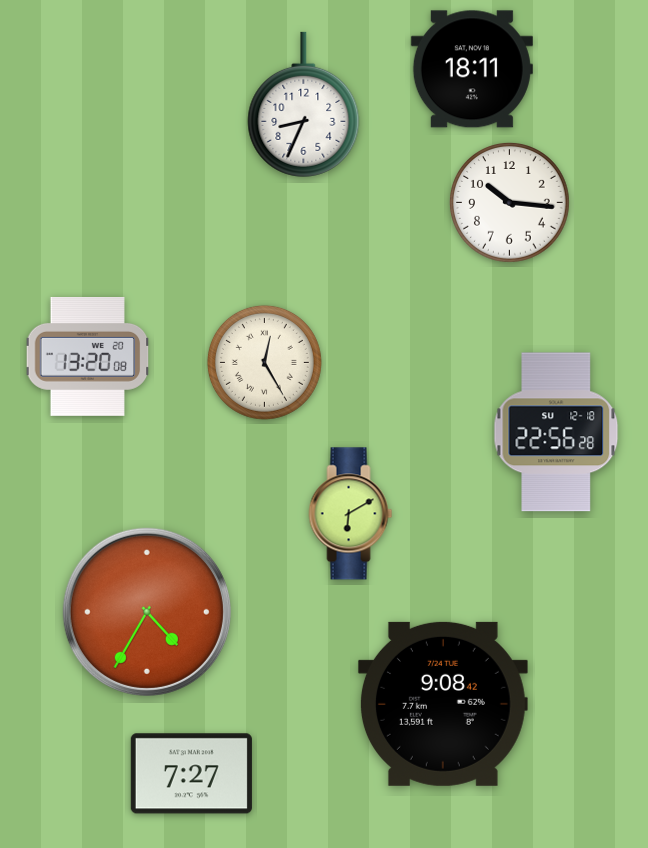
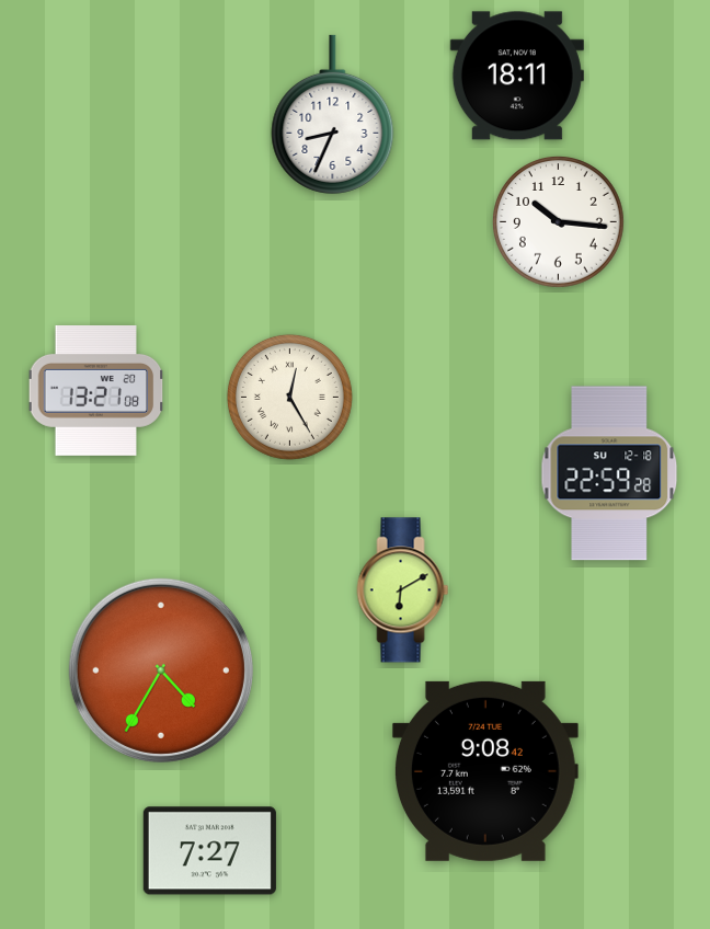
clock at (88, 356): 13:20 -> 13:21
clock at (556, 432): 22:56 -> 22:59
clock at (351, 514) position: (351, 514) -> (403, 590)
clock at (191, 774) position: (191, 774) -> (209, 851)
